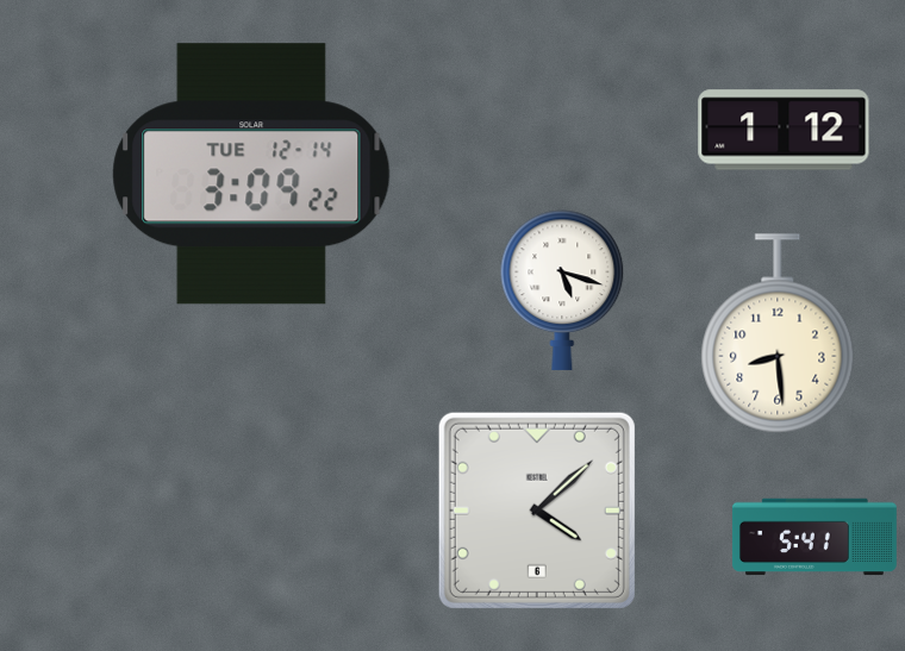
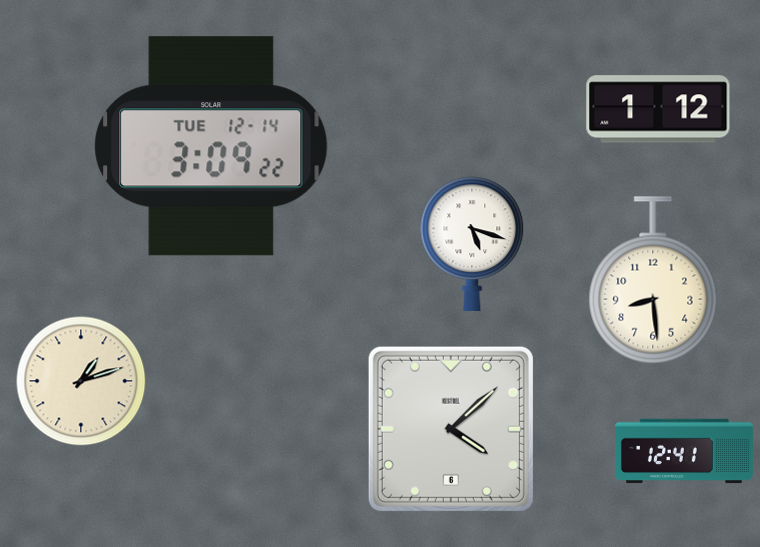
clock at (81, 381): none -> 1:12
clock at (815, 537): 5:41 -> 12:41
